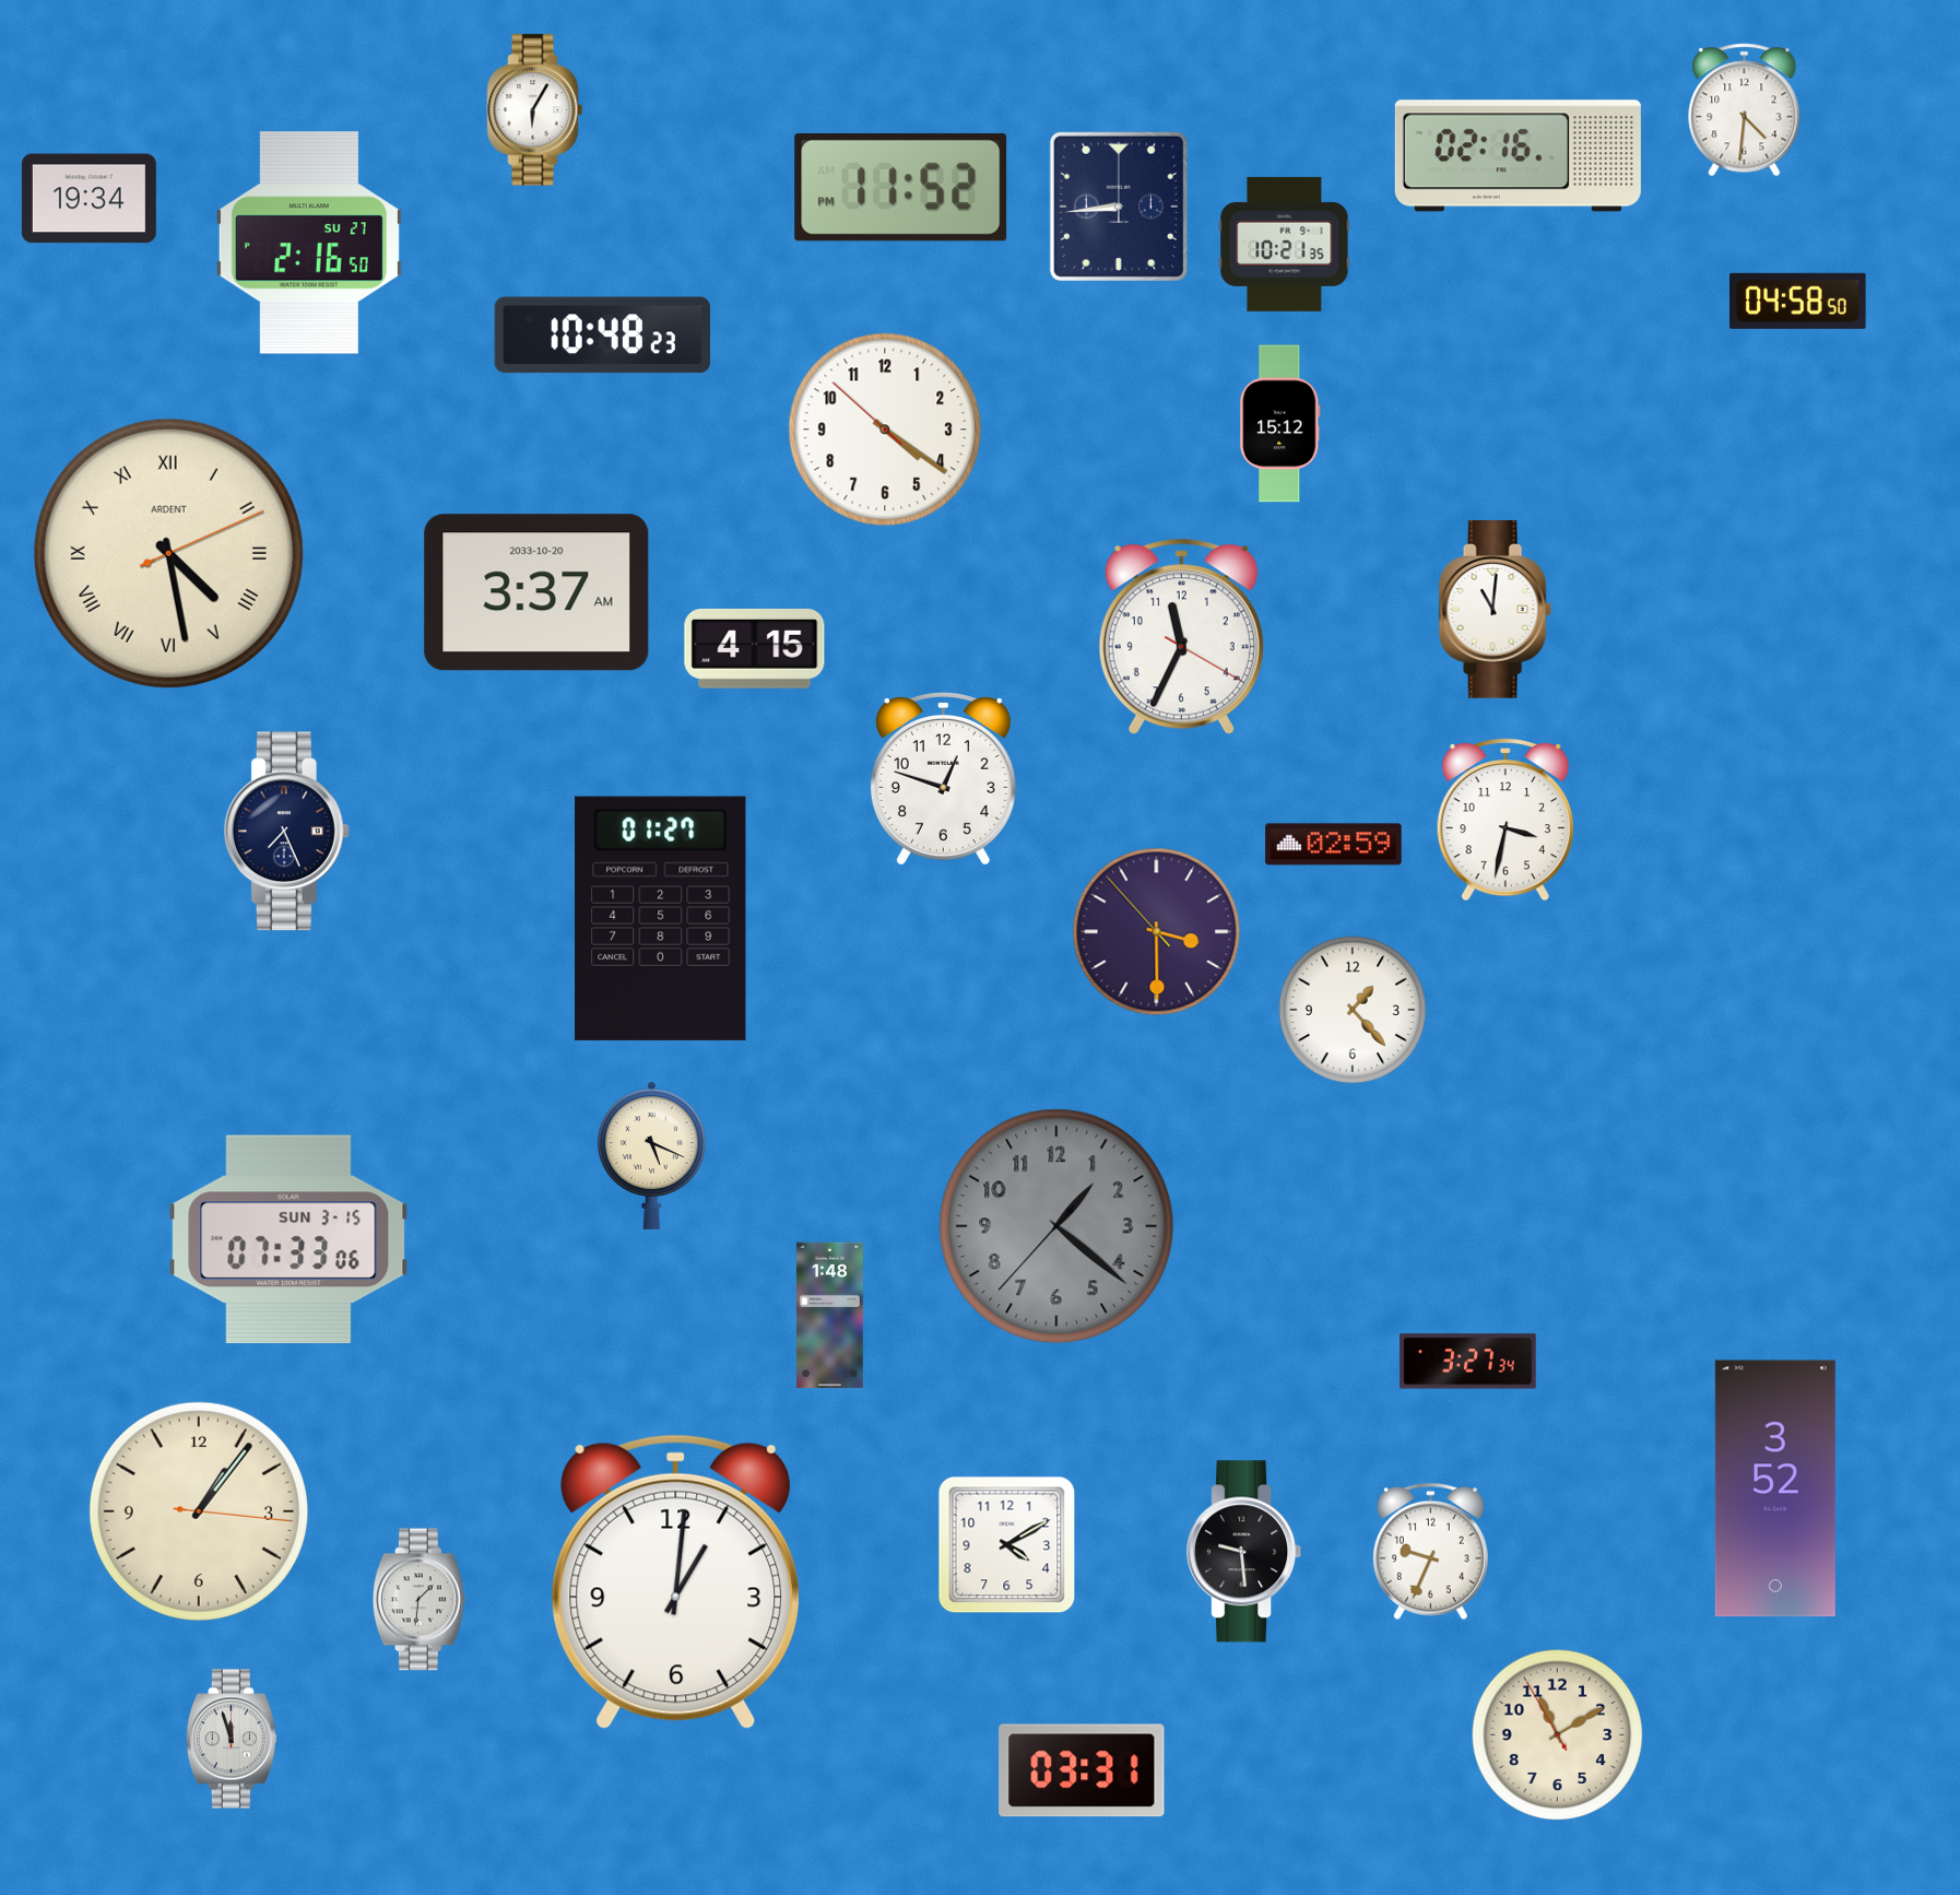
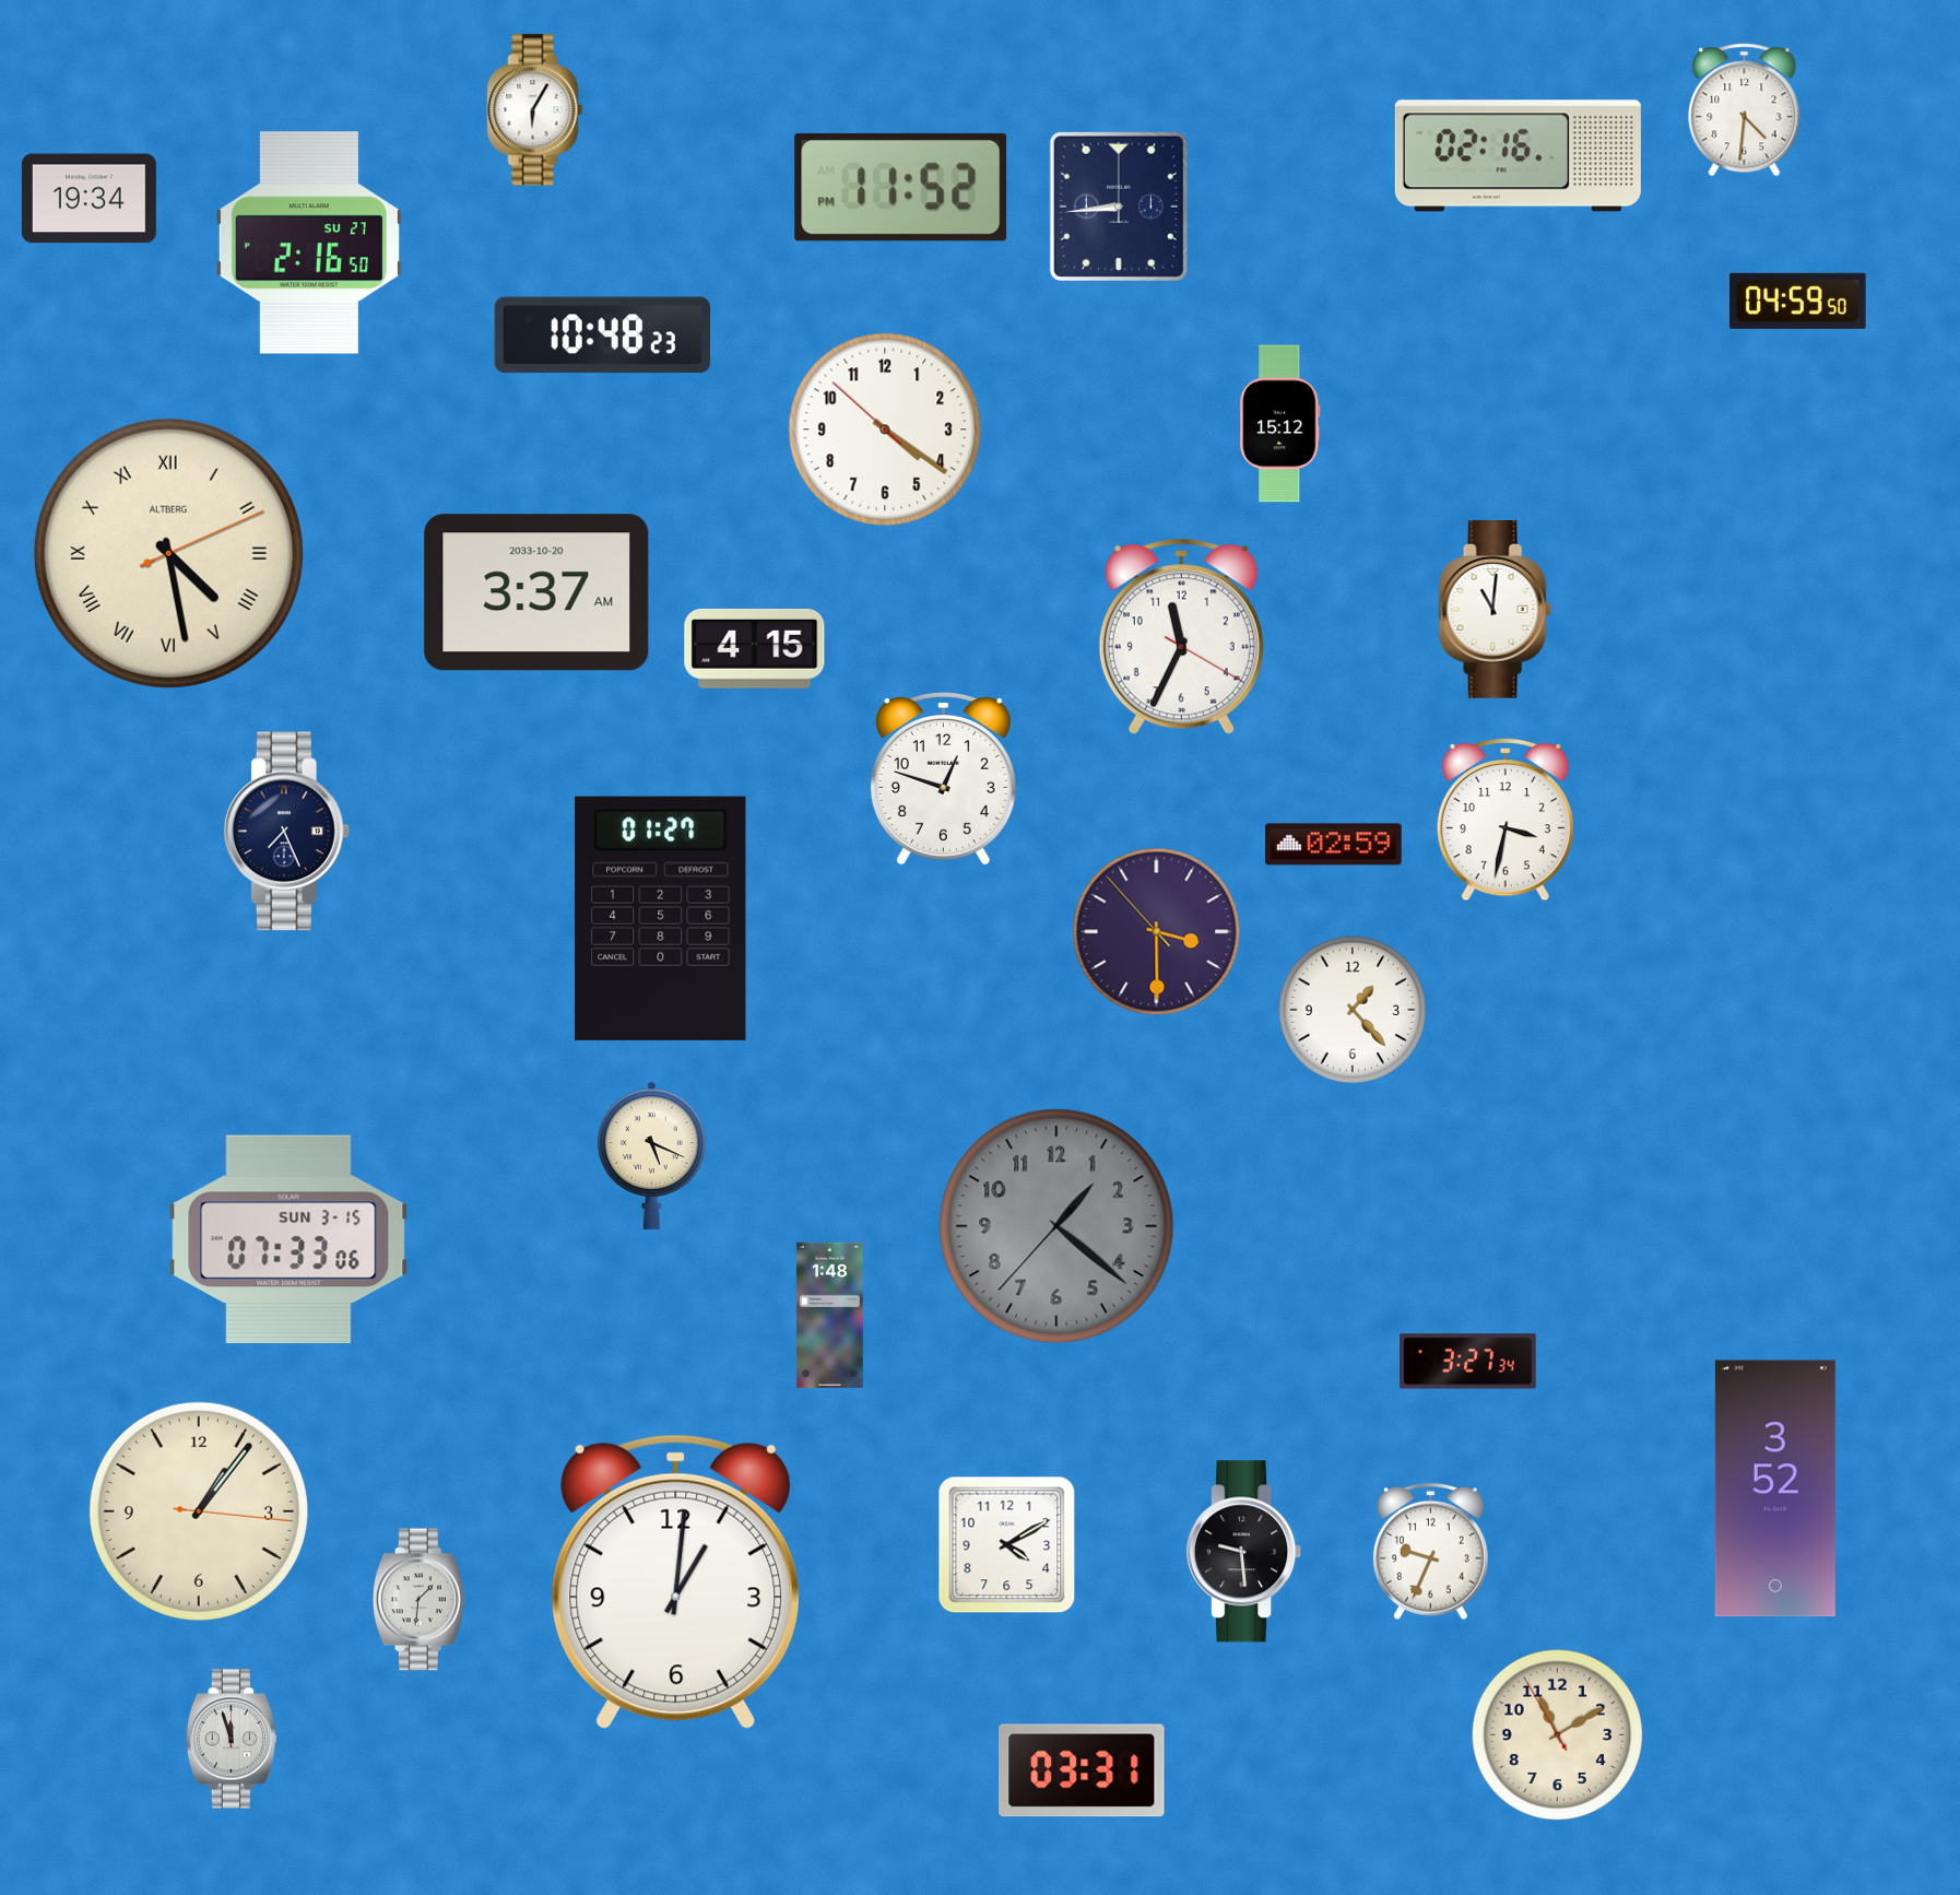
clock at (1285, 244): 10:21 -> none
clock at (1798, 301): 04:58 -> 04:59
clock at (168, 553) brand: ARDENT -> ALTBERG
